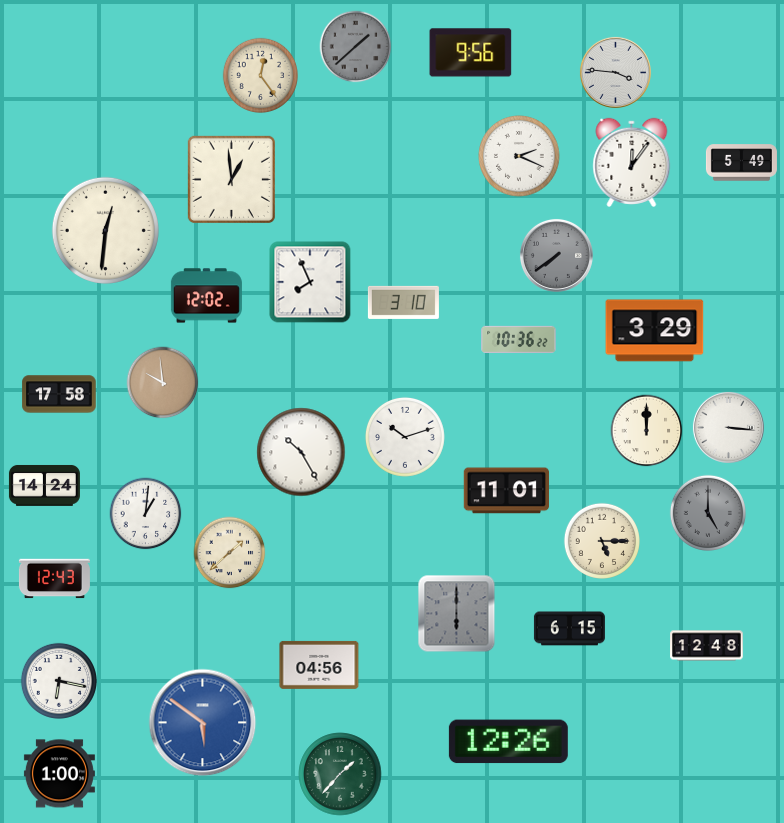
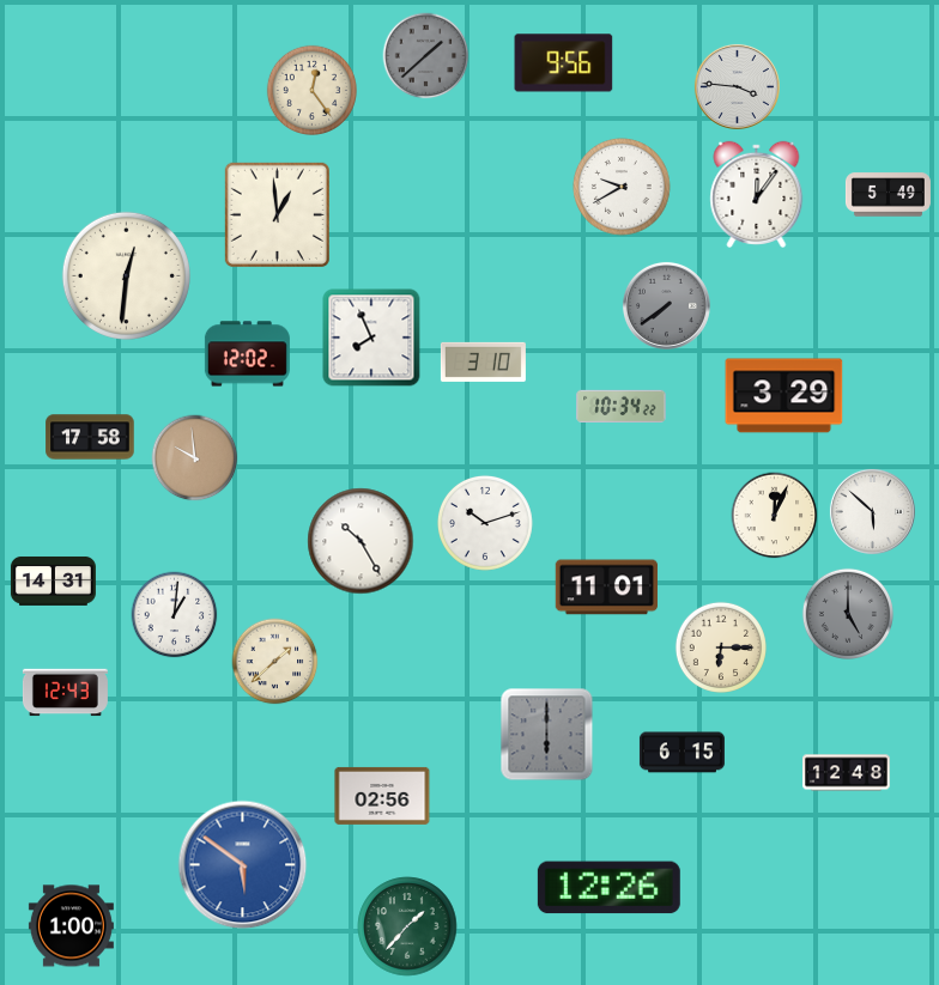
clock at (519, 156): 2:19 -> 9:40
clock at (519, 339): 10:36 -> 10:34
clock at (59, 394) position: (59, 394) -> (90, 437)
clock at (728, 427): 3:16 -> 5:52
clock at (647, 431): 12:00 -> 12:04
clock at (44, 485): 14:24 -> 14:31
clock at (602, 541): 5:15 -> 6:15
clock at (319, 665): 04:56 -> 02:56
clock at (59, 681): 6:17 -> none
